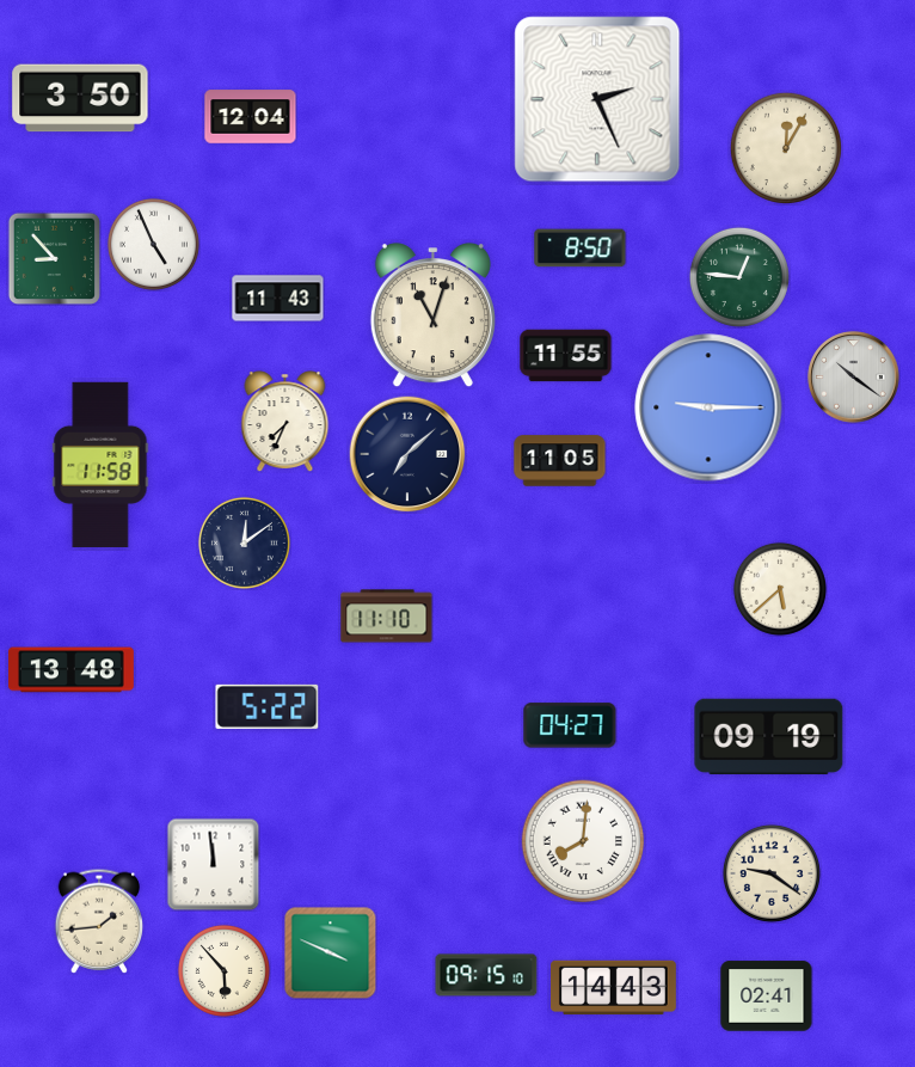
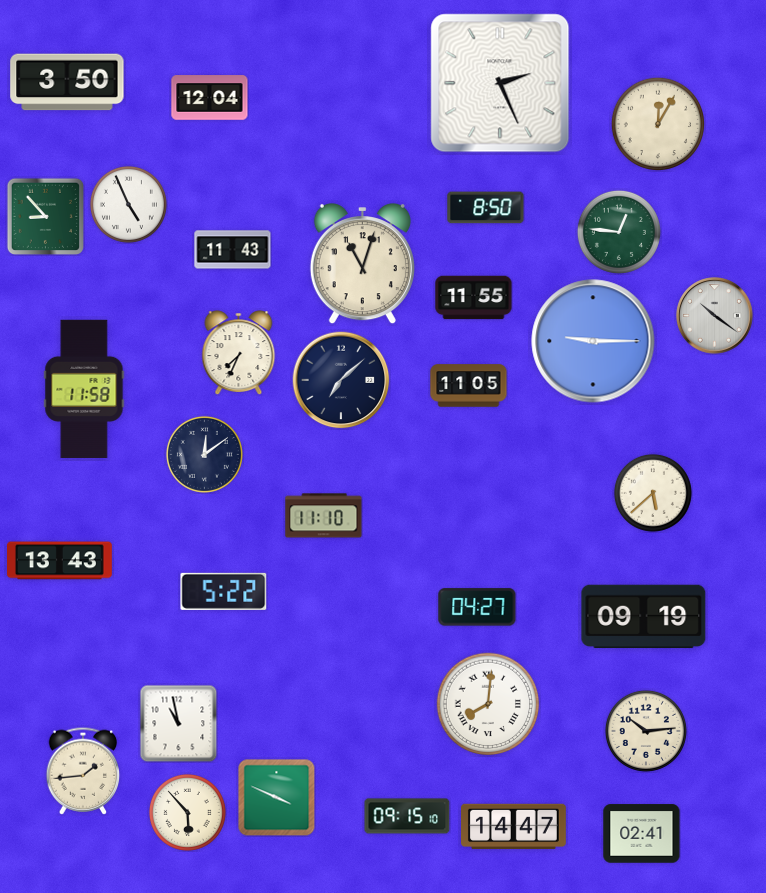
clock at (72, 670): 13:48 -> 13:43
clock at (213, 864): 11:59 -> 10:58
clock at (772, 873): 9:21 -> 10:14
clock at (614, 988): 14:43 -> 14:47
